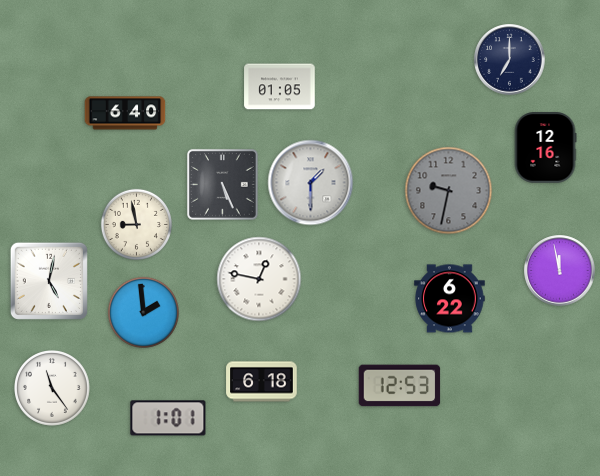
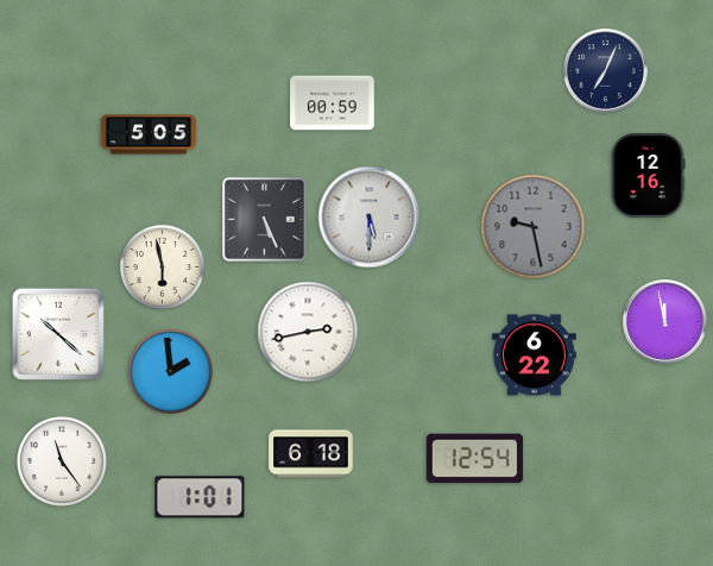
clock at (510, 60): 7:00 -> 7:04
clock at (280, 87): 01:05 -> 00:59
clock at (125, 113): 6:40 -> 5:05
clock at (311, 183): 1:30 -> 5:30
clock at (449, 191): 9:32 -> 9:28
clock at (136, 224): 8:58 -> 5:58
clock at (259, 279): 12:47 -> 2:43
clock at (49, 281): 5:02 -> 10:22
clock at (400, 386): 12:53 -> 12:54
